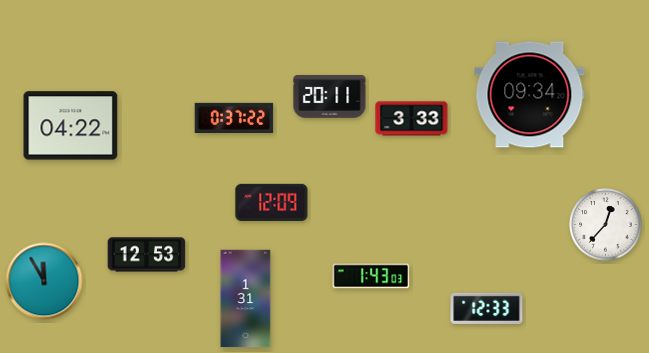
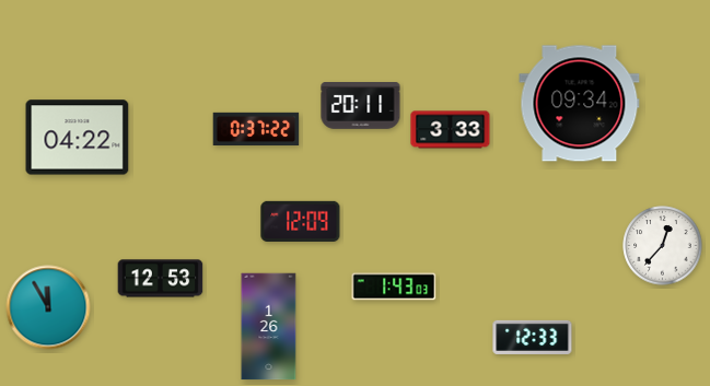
clock at (272, 202) position: (272, 202) -> (301, 221)
clock at (371, 276) position: (371, 276) -> (394, 286)
clock at (246, 299): 1:31 -> 1:26
